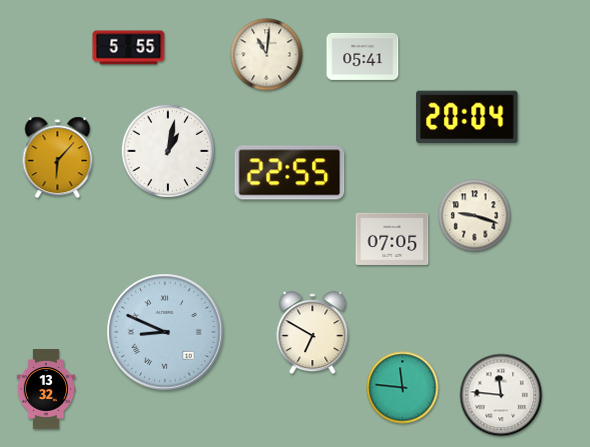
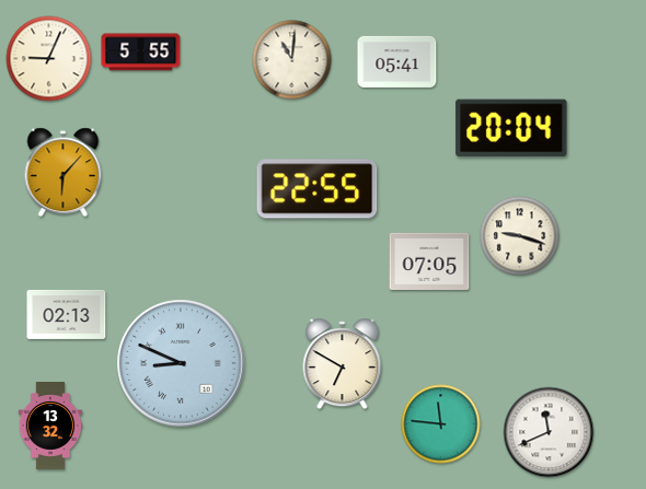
clock at (49, 59): none -> 9:04
clock at (167, 150): 1:02 -> none
clock at (67, 314): none -> 02:13
clock at (501, 395): 11:46 -> 11:41
